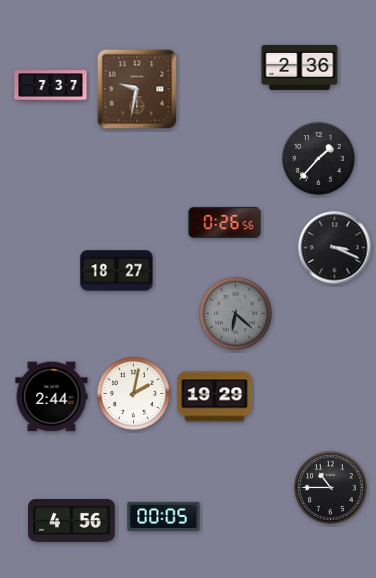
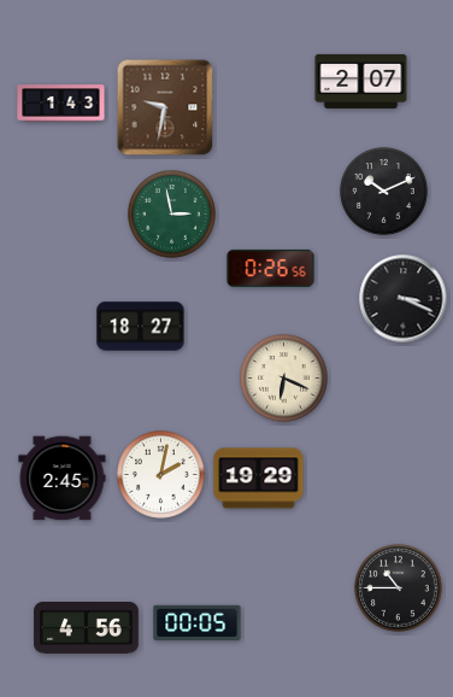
clock at (300, 67): 2:36 -> 2:07
clock at (51, 86): 7:37 -> 1:43
clock at (319, 159): 1:37 -> 10:11
clock at (172, 215): none -> 2:58
clock at (236, 314): 6:22 -> 6:19
clock at (236, 314) dial: grey -> cream
clock at (52, 397): 2:44 -> 2:45
